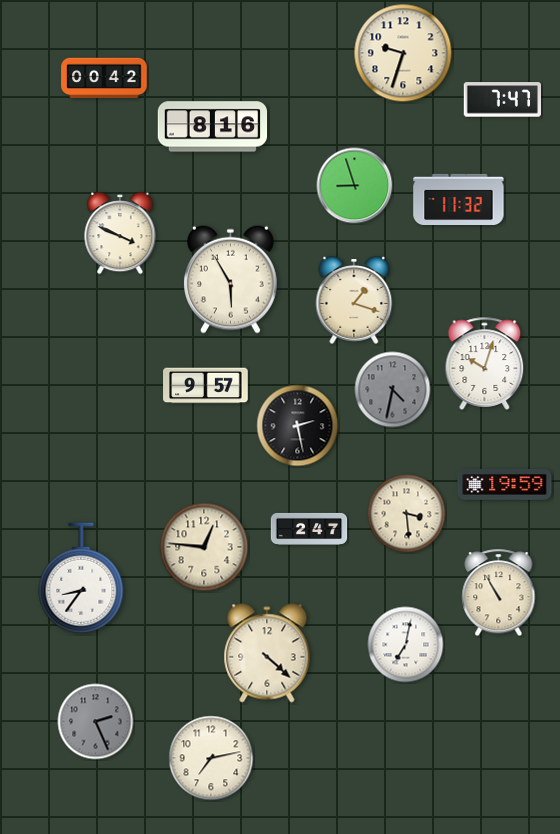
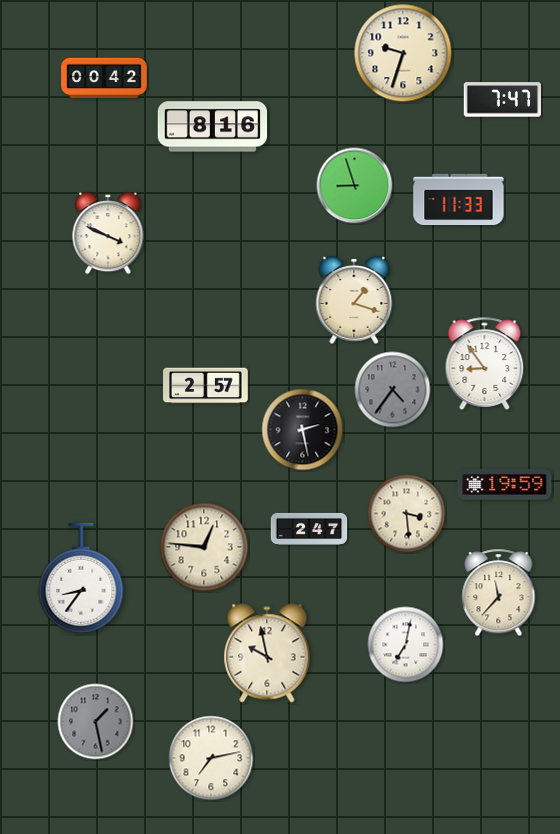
clock at (459, 199): 11:32 -> 11:33
clock at (120, 233) position: (120, 233) -> (108, 233)
clock at (231, 279): 5:55 -> none
clock at (485, 363): 10:03 -> 8:54
clock at (206, 386): 9:57 -> 2:57
clock at (393, 390): 4:32 -> 4:36
clock at (298, 426) position: (298, 426) -> (303, 430)
clock at (499, 593): 10:55 -> 11:37
clock at (267, 653): 4:22 -> 9:58
clock at (96, 722): 2:26 -> 1:28
